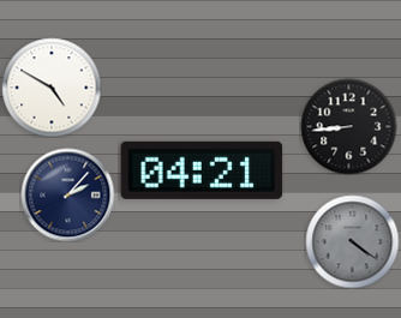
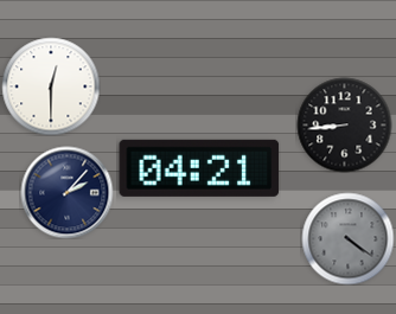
clock at (52, 88): 4:50 -> 12:30
